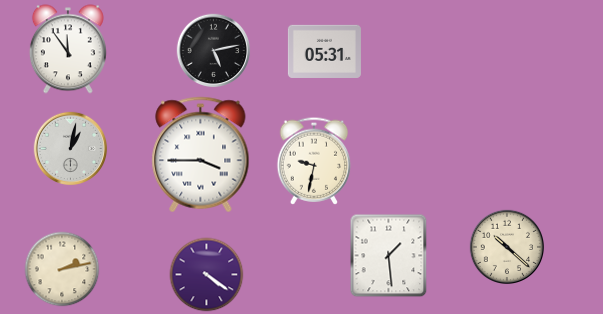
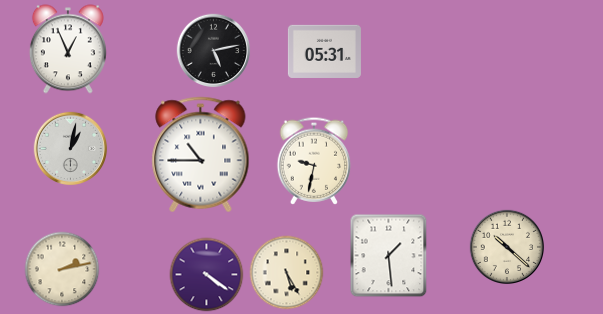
clock at (68, 49): 11:54 -> 12:56
clock at (201, 155): 3:45 -> 10:45
clock at (287, 273): none -> 5:25
